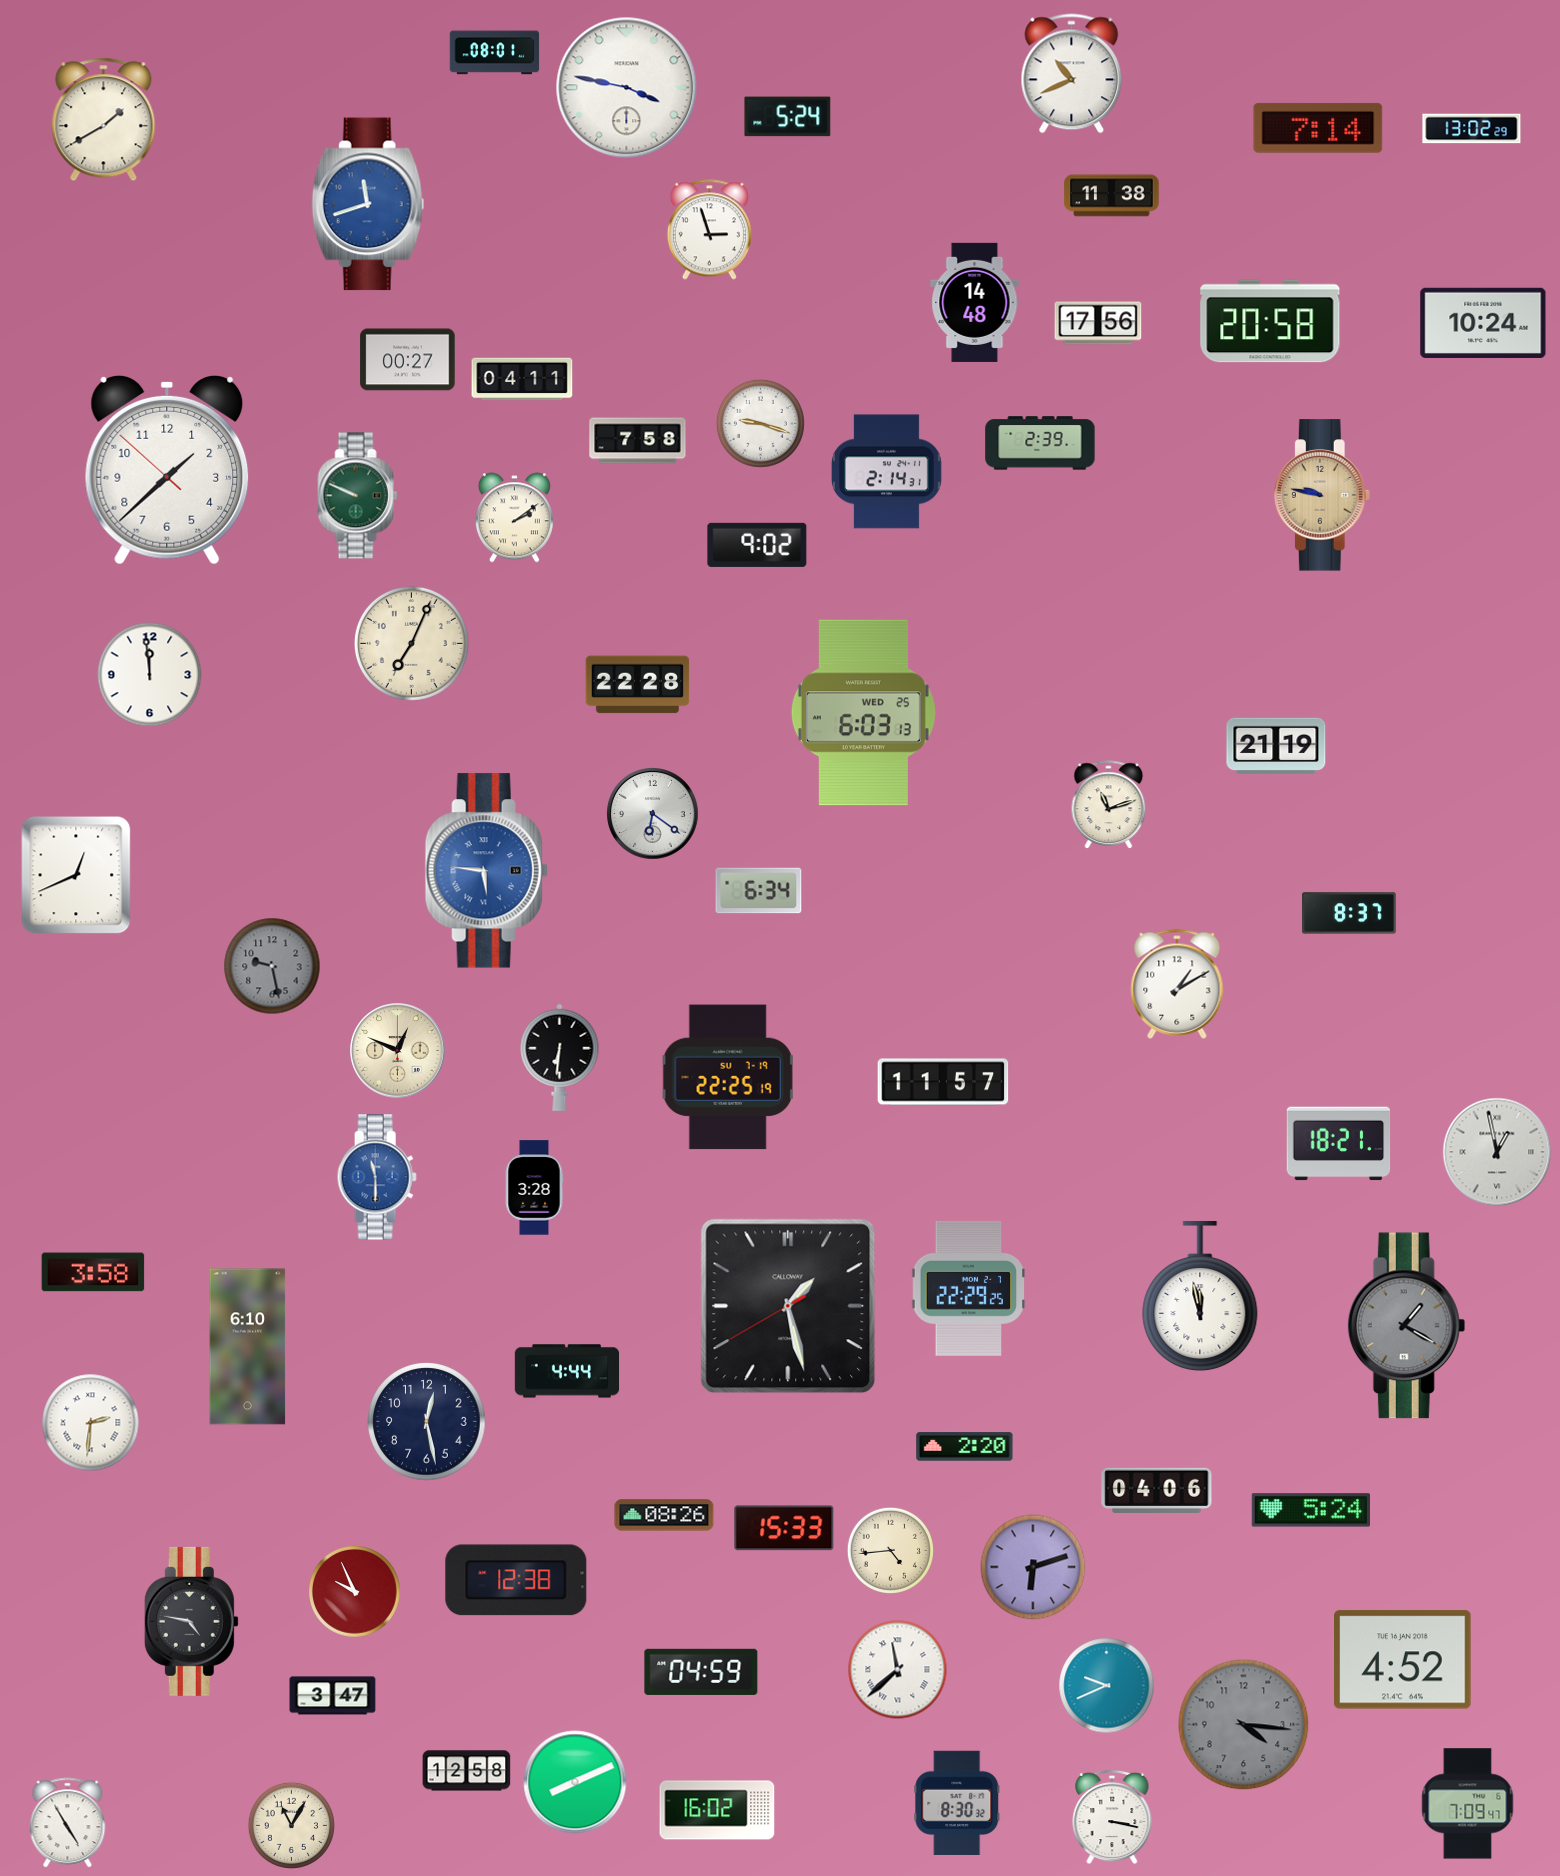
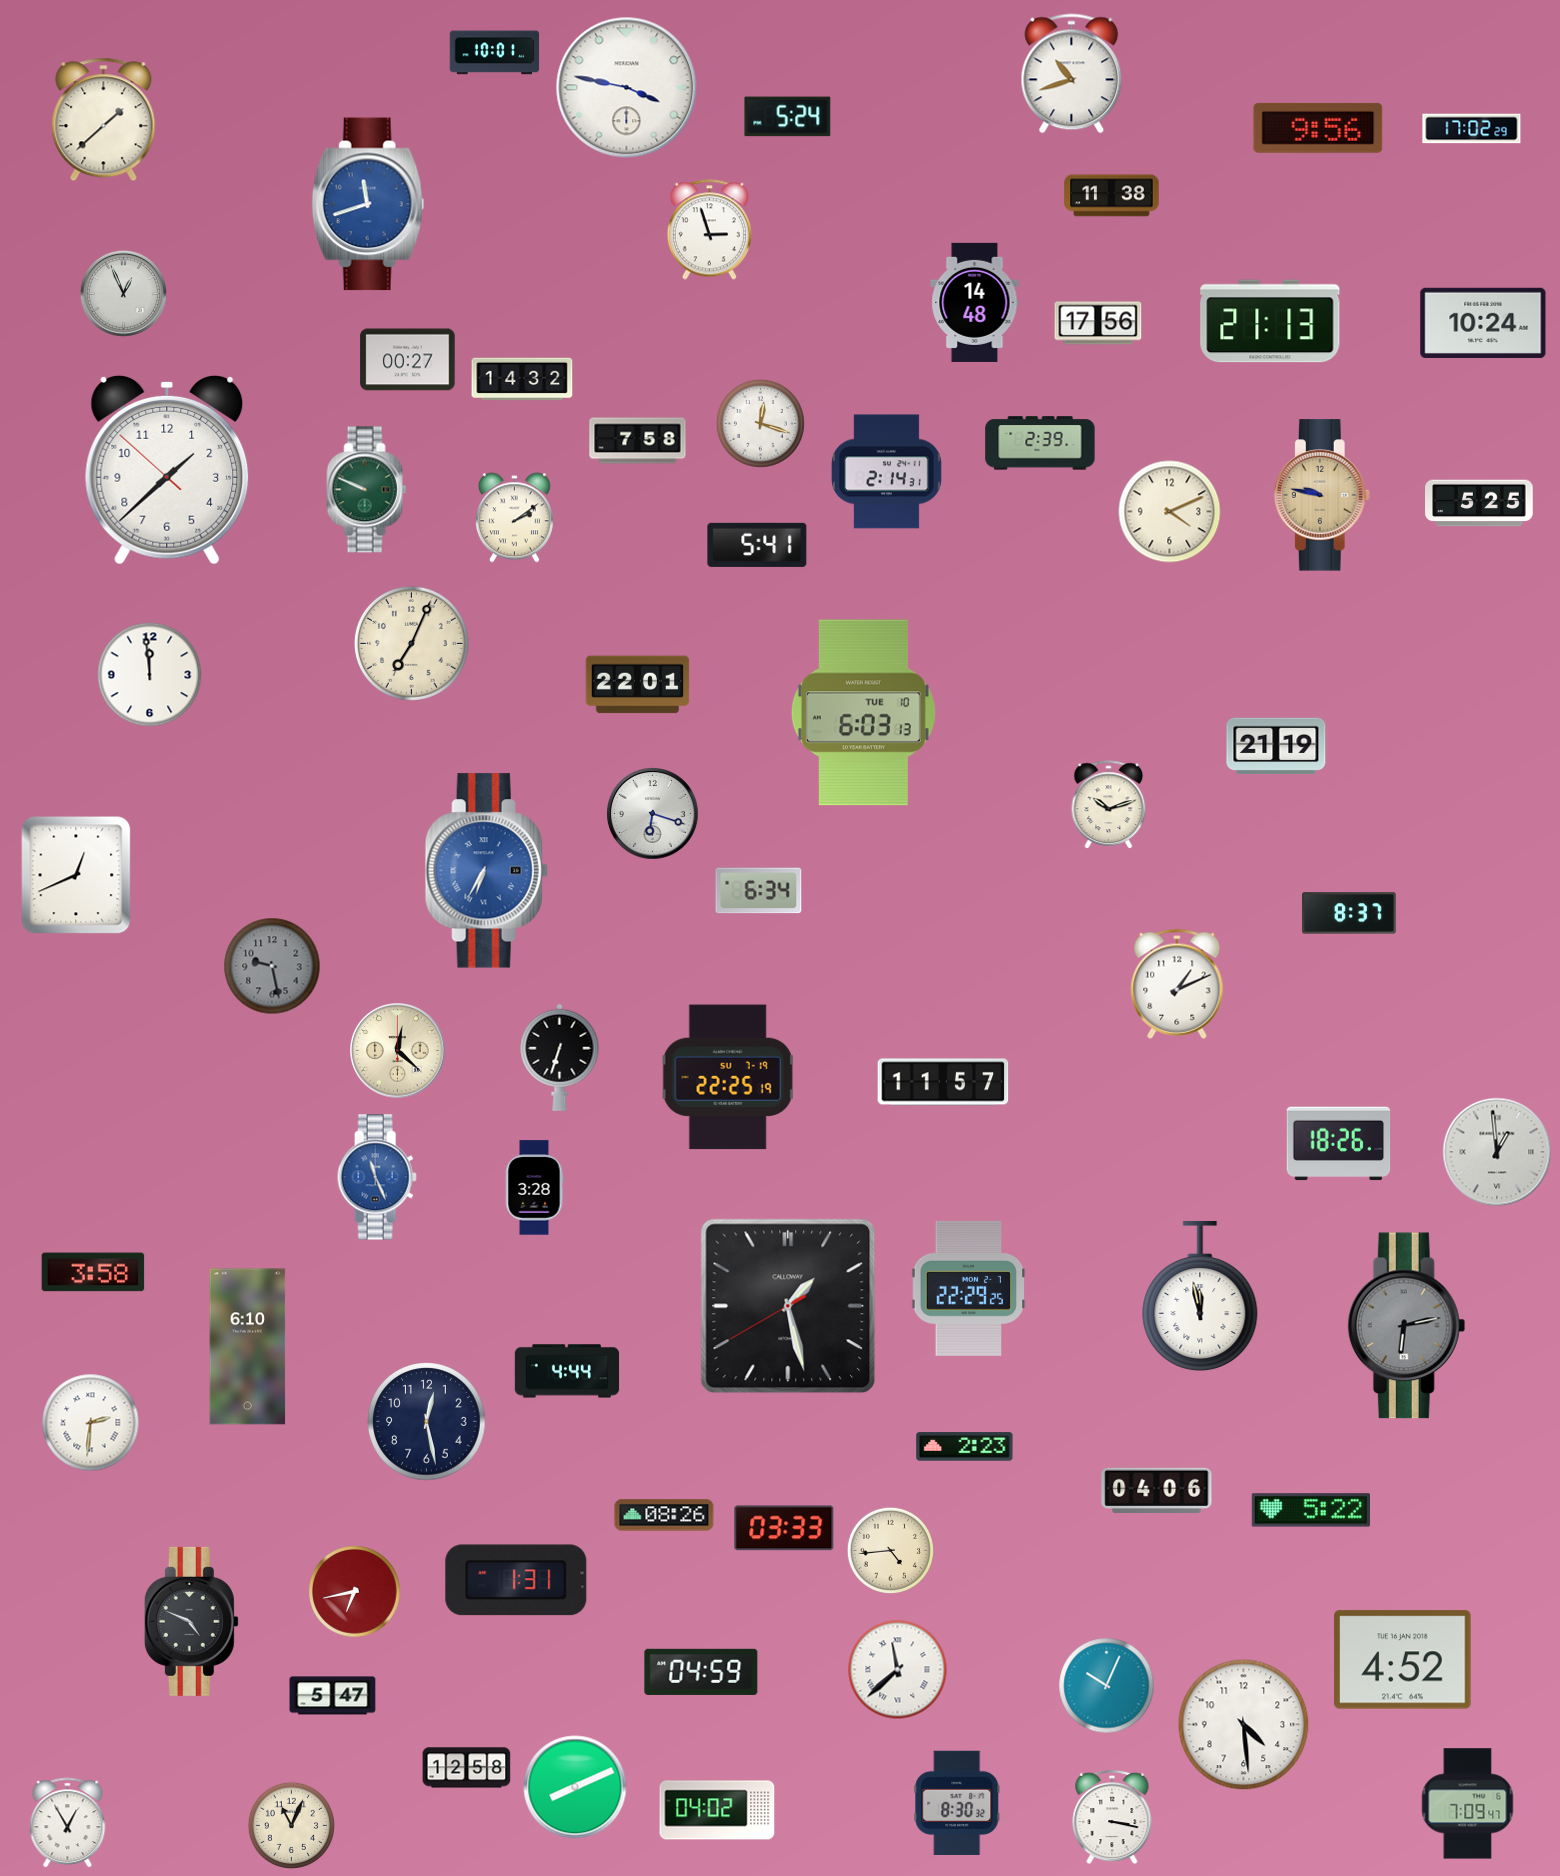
clock at (495, 53): 08:01 -> 10:01
clock at (1072, 74): 10:41 -> 10:42
clock at (104, 120): 1:40 -> 1:38
clock at (1318, 128): 7:14 -> 9:56
clock at (1472, 129): 13:02 -> 17:02
clock at (123, 293): none -> 12:56
clock at (1270, 321): 20:58 -> 21:13
clock at (522, 379): 04:11 -> 14:32
clock at (760, 423): 9:18 -> 12:18
clock at (358, 496) position: (358, 496) -> (367, 490)
clock at (1479, 503): none -> 5:25
clock at (1170, 512): none -> 4:11
clock at (757, 545): 9:02 -> 5:41
clock at (638, 685): 22:28 -> 22:01
clock at (863, 713) date: WED 25 -> TUE 10
clock at (1109, 804): 11:12 -> 10:12
clock at (653, 814): 6:21 -> 6:18
clock at (486, 871): 5:46 -> 6:35
clock at (1177, 984): 1:10 -> 1:11
clock at (398, 1051): 12:49 -> 12:22
clock at (560, 1057): 6:31 -> 6:33
clock at (1339, 1144): 18:21 -> 18:26
clock at (1497, 1152): 12:58 -> 12:59
clock at (377, 1177): 11:30 -> 11:26
clock at (1407, 1326): 1:20 -> 6:13
clock at (965, 1447): 2:20 -> 2:23
clock at (1310, 1510): 5:24 -> 5:22
clock at (784, 1528): 15:33 -> 03:33
clock at (1033, 1567): 6:12 -> none
clock at (516, 1580): 12:38 -> 1:31
clock at (355, 1592): 9:56 -> 6:43
clock at (191, 1621): 4:47 -> 4:49
clock at (1107, 1686): 9:41 -> 10:04
clock at (333, 1696): 3:47 -> 5:47
clock at (1244, 1725): 4:16 -> 4:29
clock at (1244, 1725) dial: grey -> white
clock at (467, 1771) position: (467, 1771) -> (467, 1768)
clock at (575, 1782) position: (575, 1782) -> (575, 1787)
clock at (717, 1810): 16:02 -> 04:02
clock at (68, 1823): 4:55 -> 12:55
clock at (291, 1825): 11:05 -> 11:04
